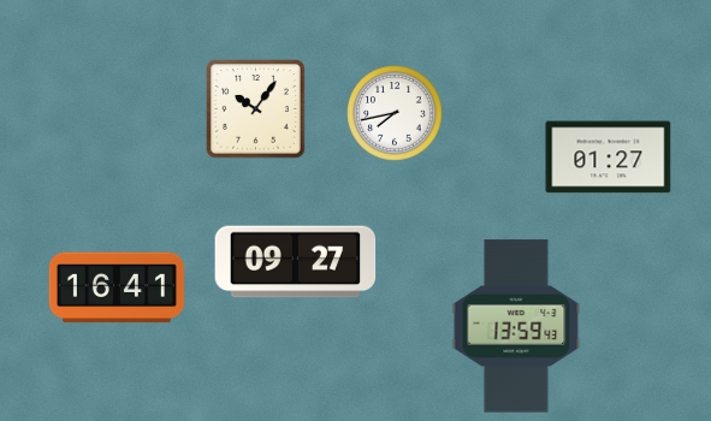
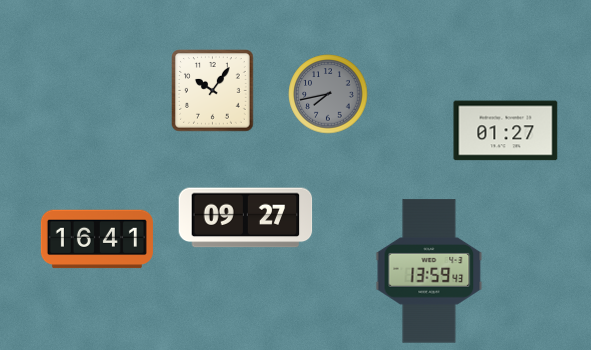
clock at (395, 113) dial: white -> grey
